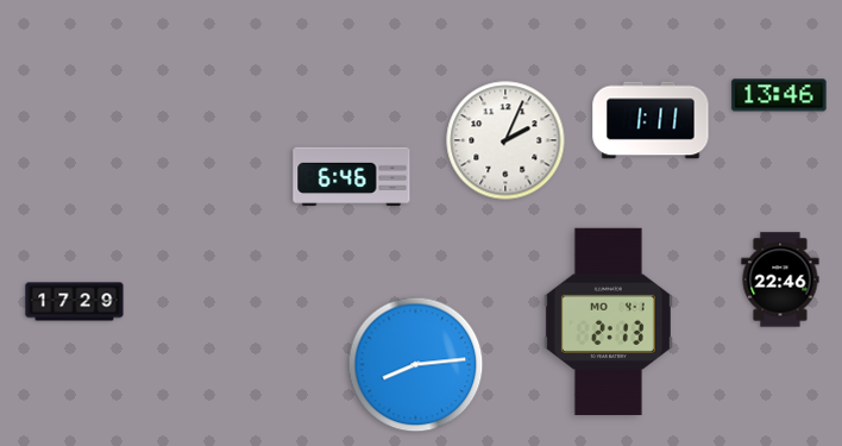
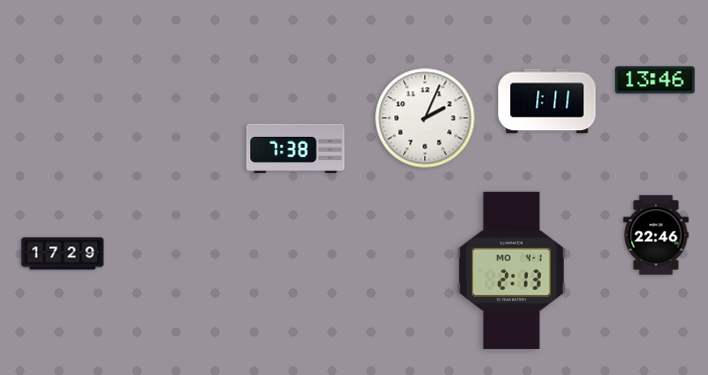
clock at (352, 177): 6:46 -> 7:38
clock at (416, 365): 8:14 -> none
